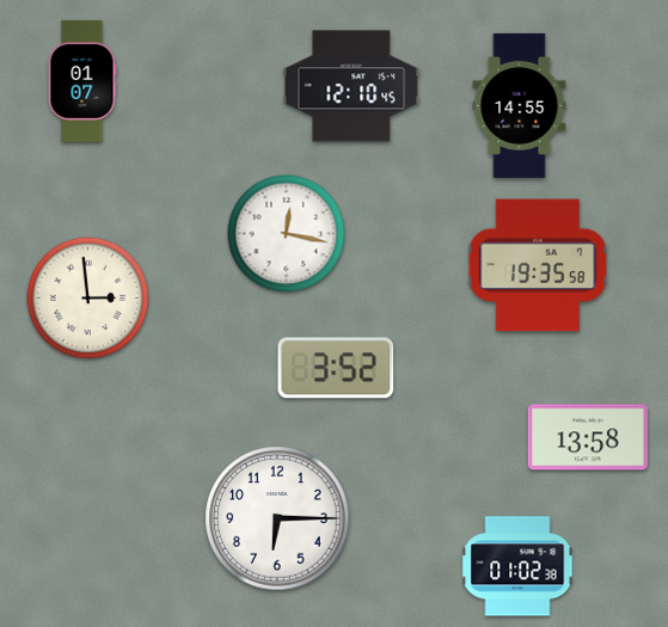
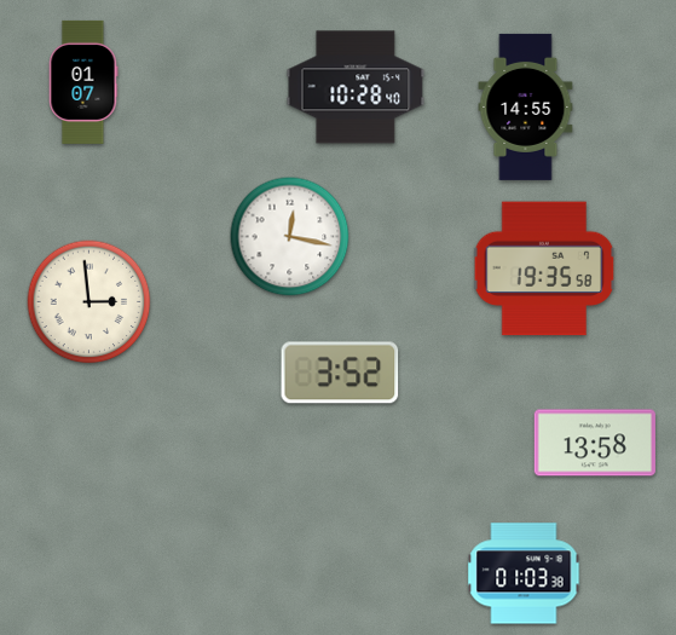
clock at (351, 86): 12:10 -> 10:28
clock at (277, 518): 6:15 -> none
clock at (517, 566): 01:02 -> 01:03
